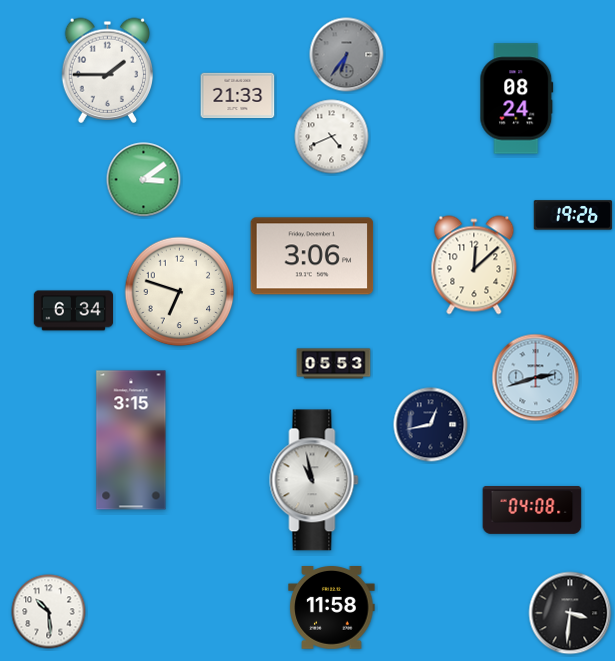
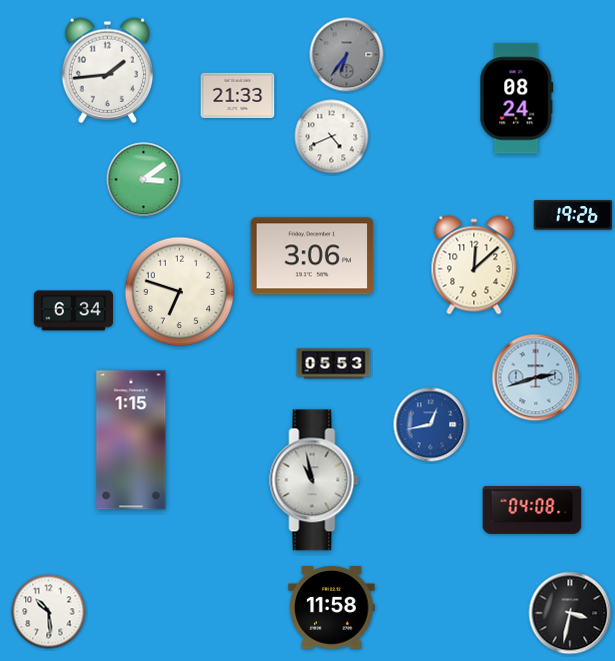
clock at (107, 70): 1:45 -> 1:44
clock at (431, 425) dial: navy -> blue
clock at (131, 440): 3:15 -> 1:15
clock at (570, 613): 3:31 -> 3:32
